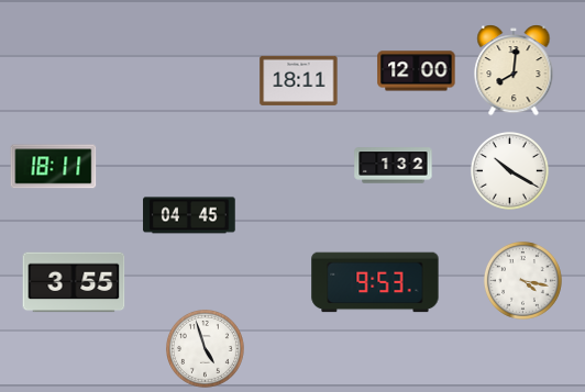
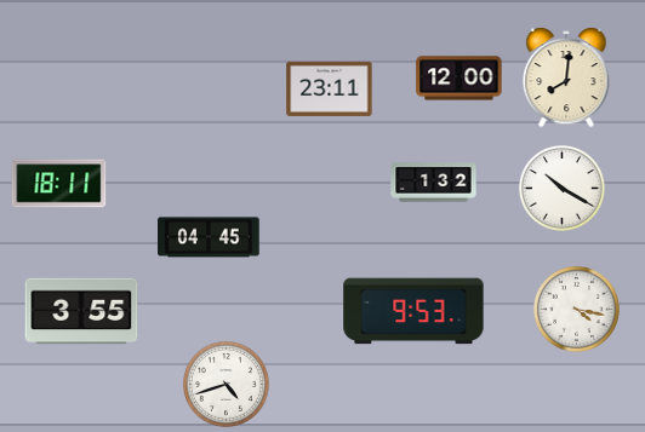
clock at (299, 80): 18:11 -> 23:11
clock at (206, 349): 4:57 -> 4:42
